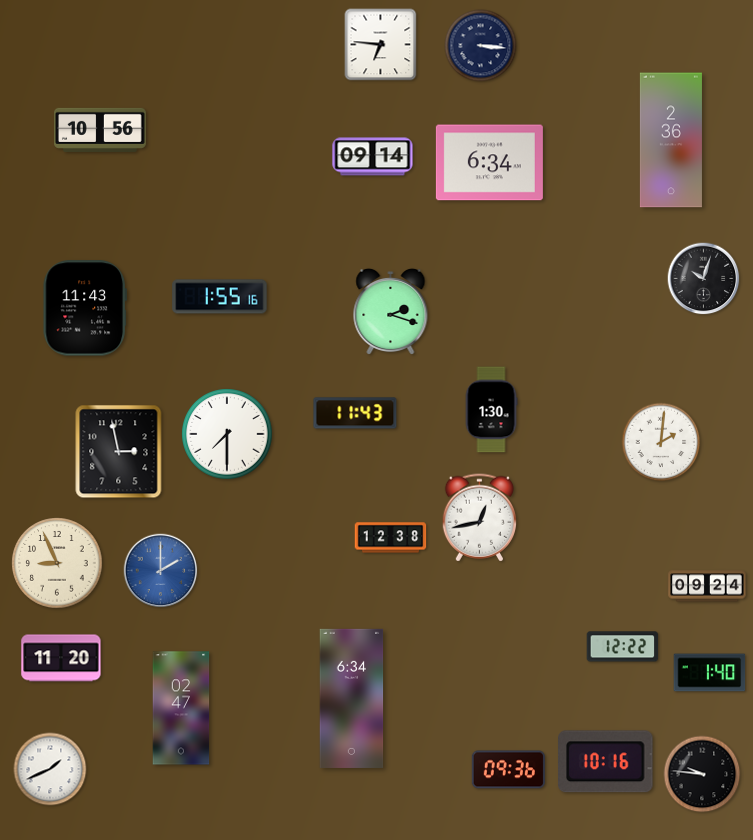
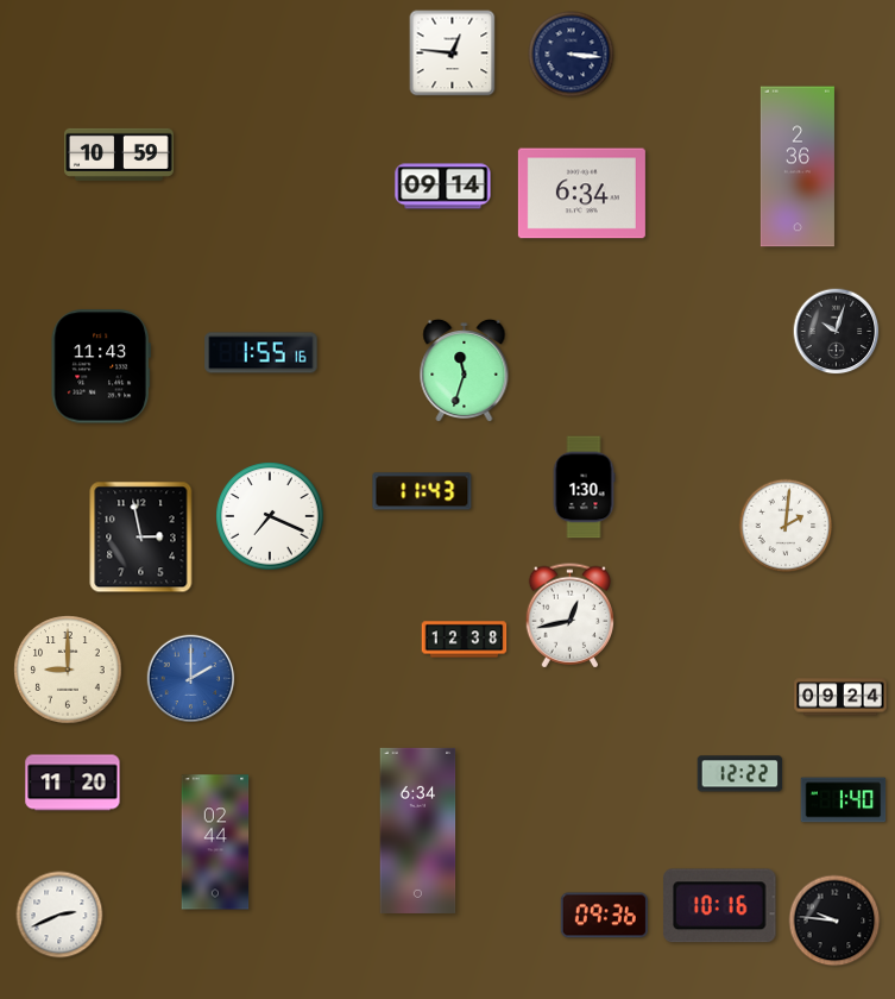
clock at (381, 45): 6:46 -> 12:46
clock at (101, 130): 10:56 -> 10:59
clock at (391, 312): 2:18 -> 11:33
clock at (227, 434): 7:30 -> 7:19
clock at (57, 563): 8:56 -> 9:00
clock at (623, 647) position: (623, 647) -> (740, 774)
clock at (181, 708): 02:47 -> 02:44
clock at (50, 769): 1:41 -> 2:41
